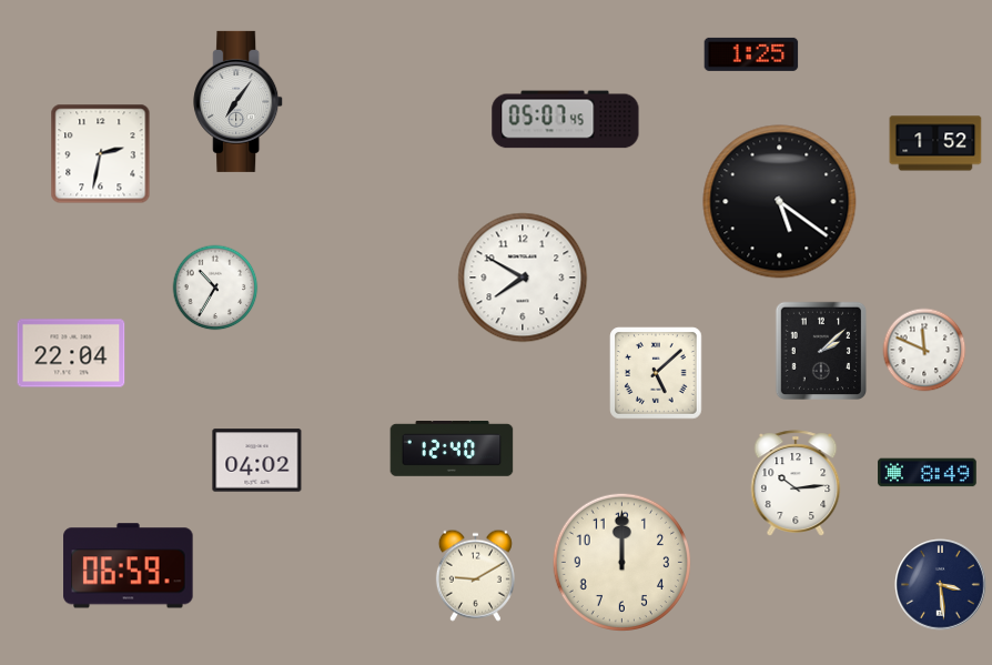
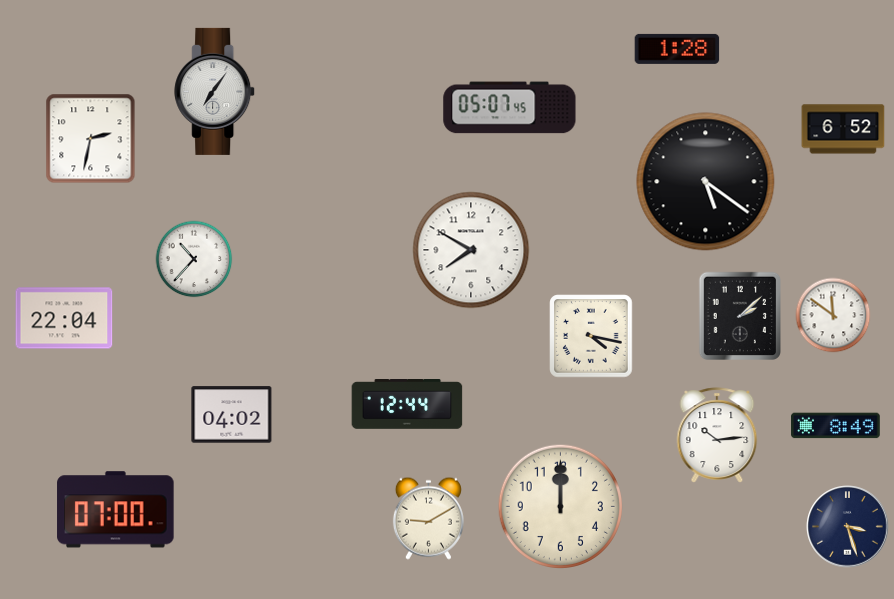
clock at (751, 54): 1:25 -> 1:28
clock at (935, 143): 1:52 -> 6:52
clock at (780, 202) position: (780, 202) -> (706, 182)
clock at (215, 288): 10:35 -> 10:37
clock at (924, 350): 11:49 -> 11:51
clock at (656, 373): 5:08 -> 4:17
clock at (452, 450): 12:40 -> 12:44
clock at (129, 566): 06:59 -> 07:00
clock at (941, 585): 3:29 -> 3:27
